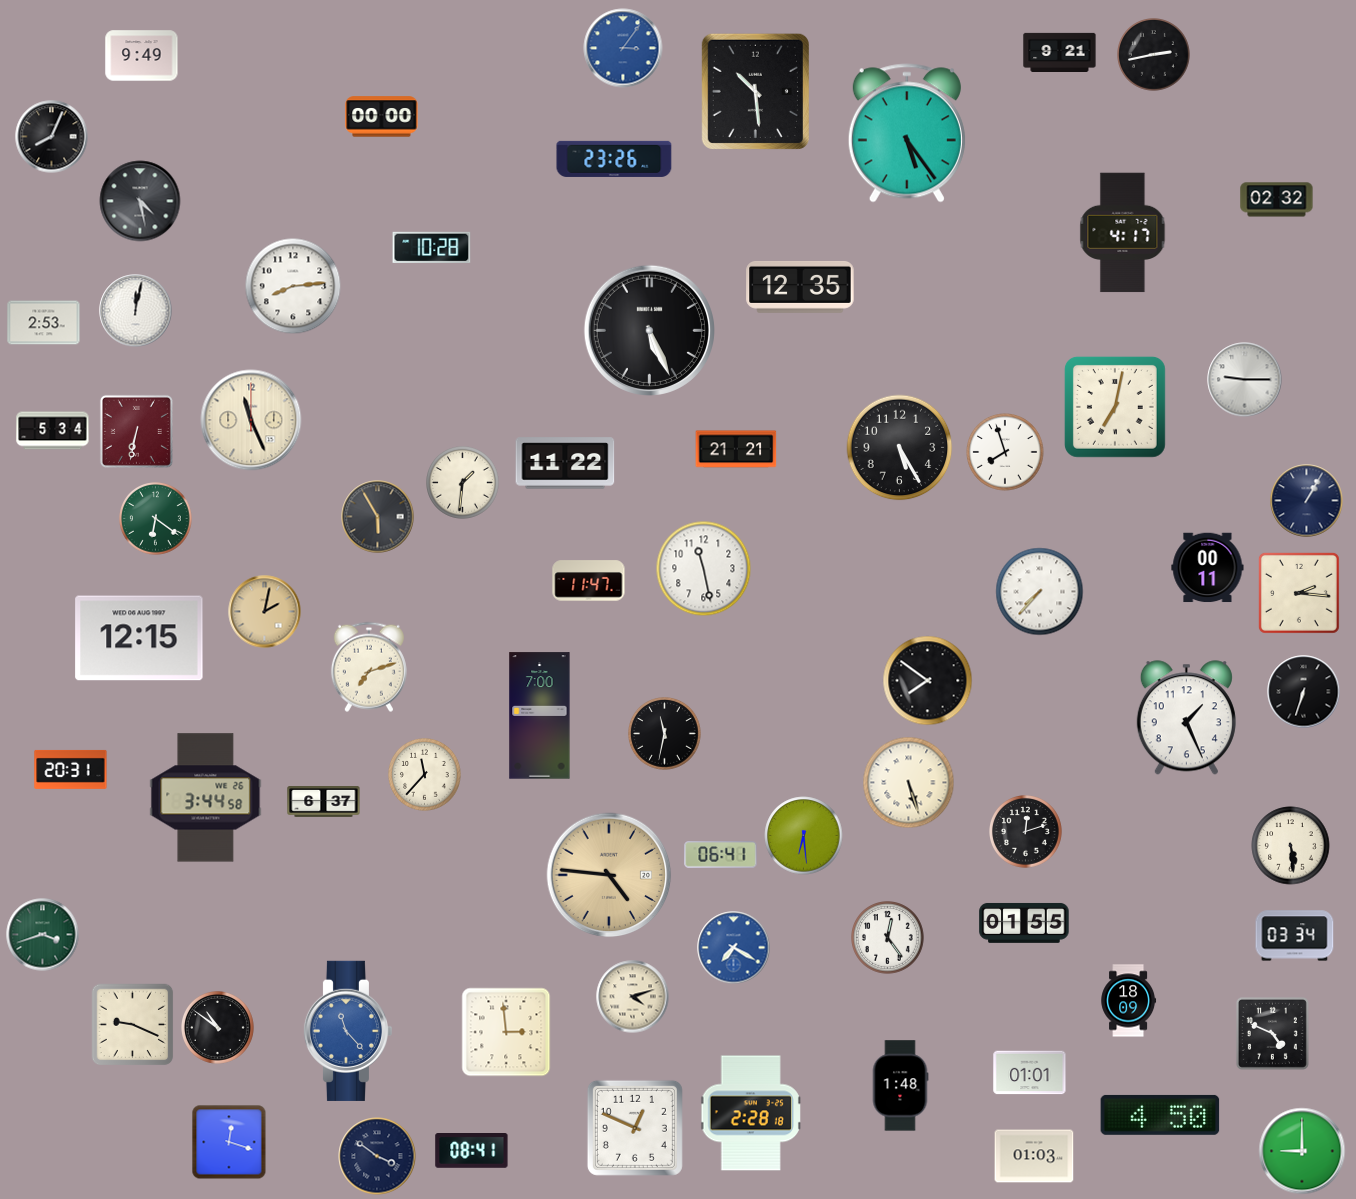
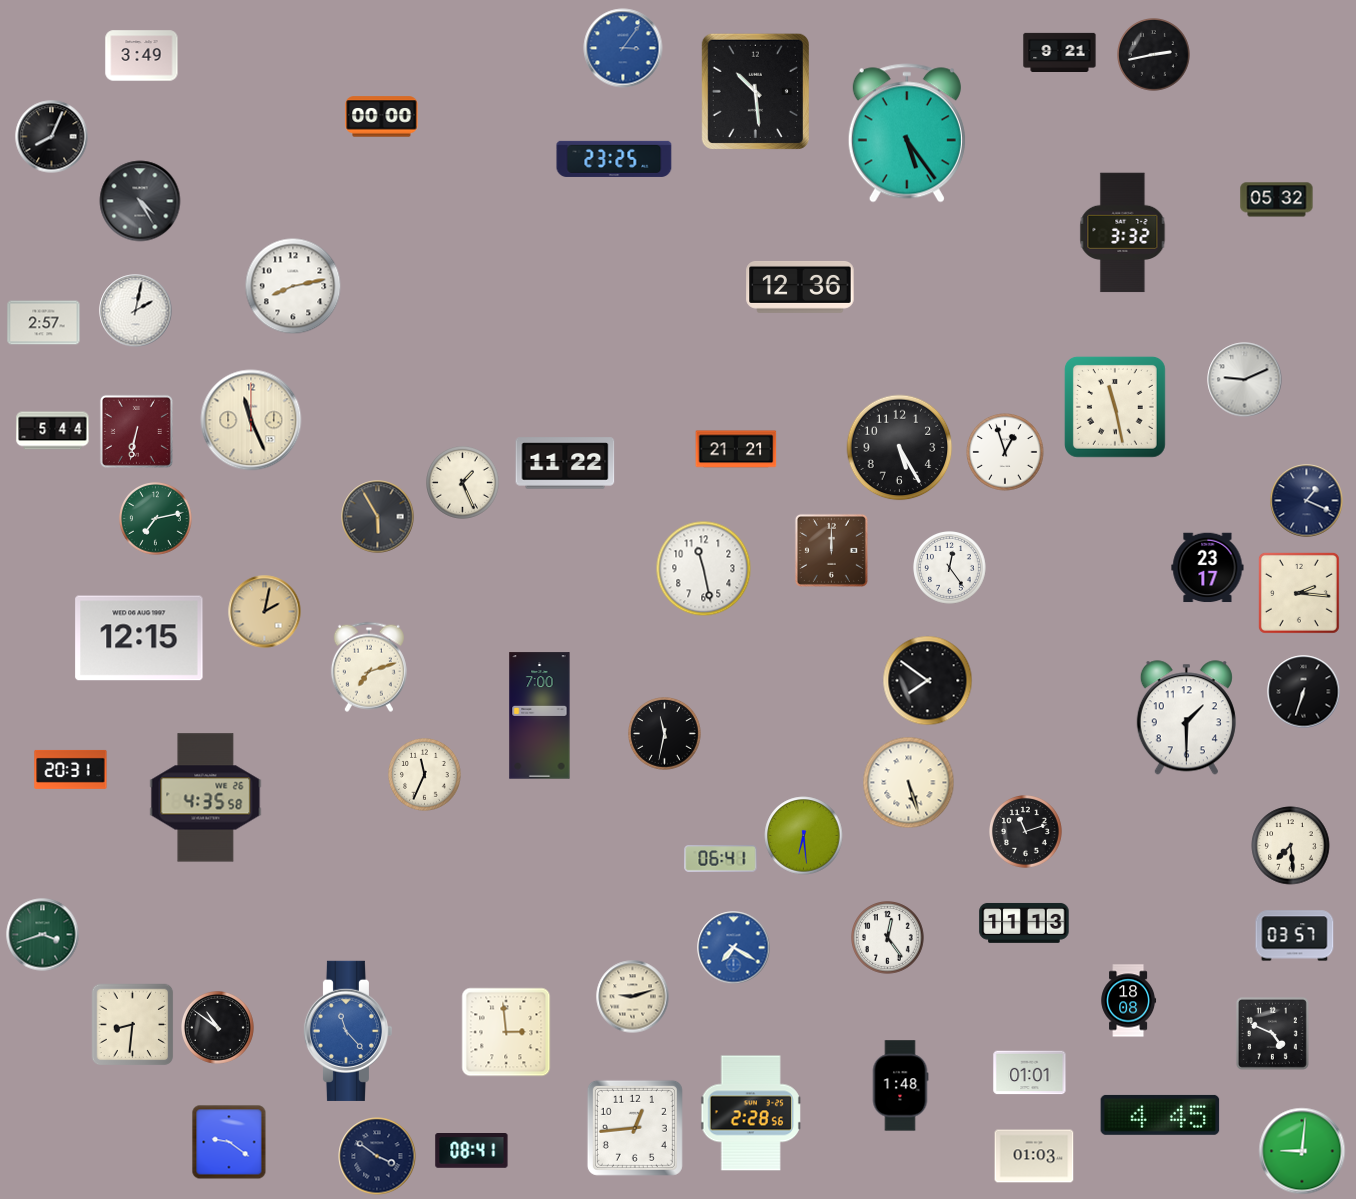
clock at (142, 56): 9:49 -> 3:49
clock at (614, 159): 23:26 -> 23:25
clock at (1277, 200): 02:32 -> 05:32
clock at (140, 201): 4:28 -> 4:25
clock at (1123, 233): 4:17 -> 3:32
clock at (432, 247): 10:28 -> none
clock at (293, 286): 8:14 -> 8:13
clock at (800, 287): 12:35 -> 12:36
clock at (136, 311): 12:02 -> 2:02
clock at (44, 323): 2:53 -> 2:57
clock at (649, 330): 5:26 -> none
clock at (1245, 380): 9:15 -> 9:11
clock at (1115, 407): 7:02 -> 11:28
clock at (53, 431): 5:34 -> 5:44
clock at (1005, 452): 7:57 -> 12:57
clock at (463, 483): 1:31 -> 1:26
clock at (1307, 501): 1:05 -> 1:19
clock at (156, 519): 6:21 -> 7:13
clock at (831, 550): none -> 12:00
clock at (950, 568): none -> 12:24
clock at (1208, 568): 00:11 -> 23:17
clock at (589, 581): 11:47 -> none
clock at (1040, 592): 7:37 -> none
clock at (1186, 718): 1:26 -> 1:30
clock at (425, 775): 11:37 -> 11:34
clock at (206, 798): 3:44 -> 4:35
clock at (324, 802): 6:37 -> none
clock at (1026, 832): 12:12 -> 11:12
clock at (1291, 846): 5:29 -> 7:29
clock at (721, 855) position: (721, 855) -> (721, 859)
clock at (609, 875): 4:46 -> none
clock at (1024, 923): 01:55 -> 11:13
clock at (1295, 936): 03:34 -> 03:57
clock at (633, 997): 4:12 -> 9:12
clock at (1129, 1001): 18:09 -> 18:08
clock at (133, 1025): 9:19 -> 8:31
clock at (751, 1113): 2:28:18 -> 2:28:56
clock at (1160, 1115): 4:50 -> 4:45
clock at (635, 1128): 12:49 -> 12:44
clock at (229, 1142): 12:18 -> 9:21
clock at (1302, 1151): 9:00 -> 9:01
